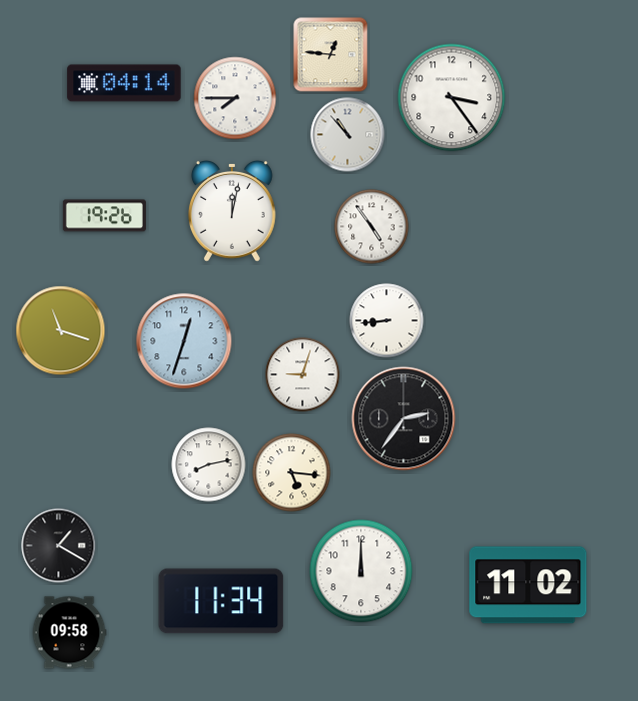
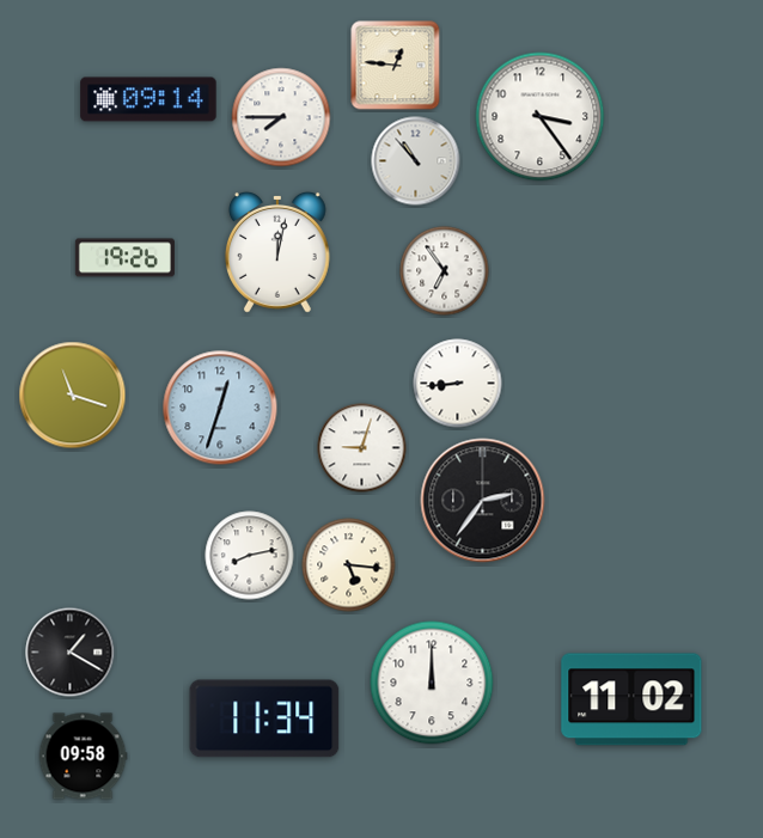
clock at (124, 83): 04:14 -> 09:14
clock at (372, 227): 4:54 -> 6:54
clock at (387, 321) position: (387, 321) -> (458, 384)
